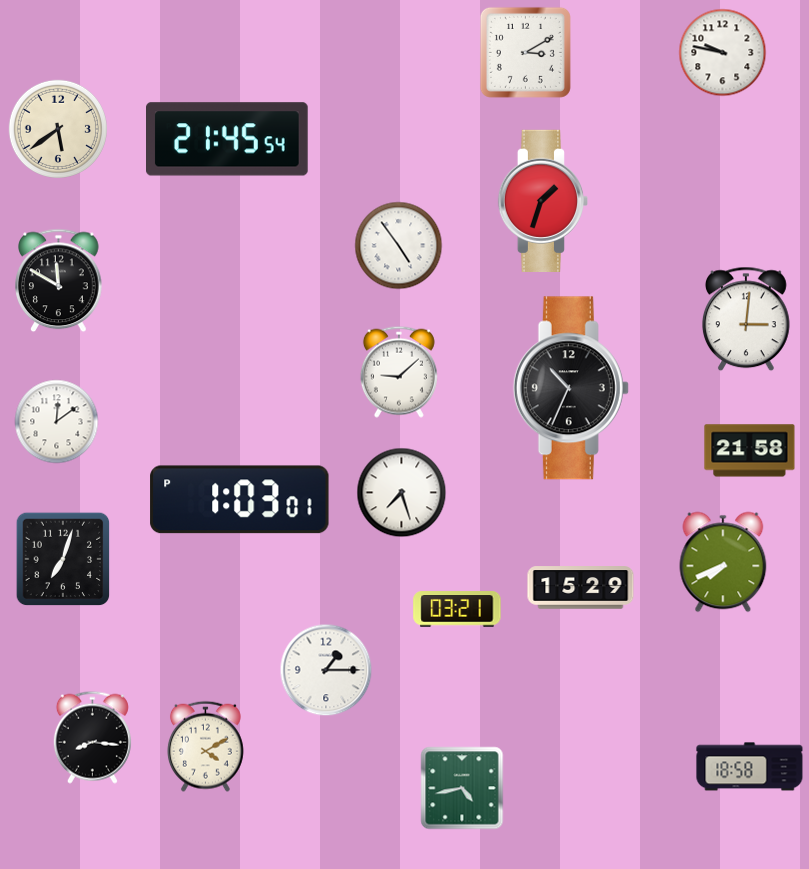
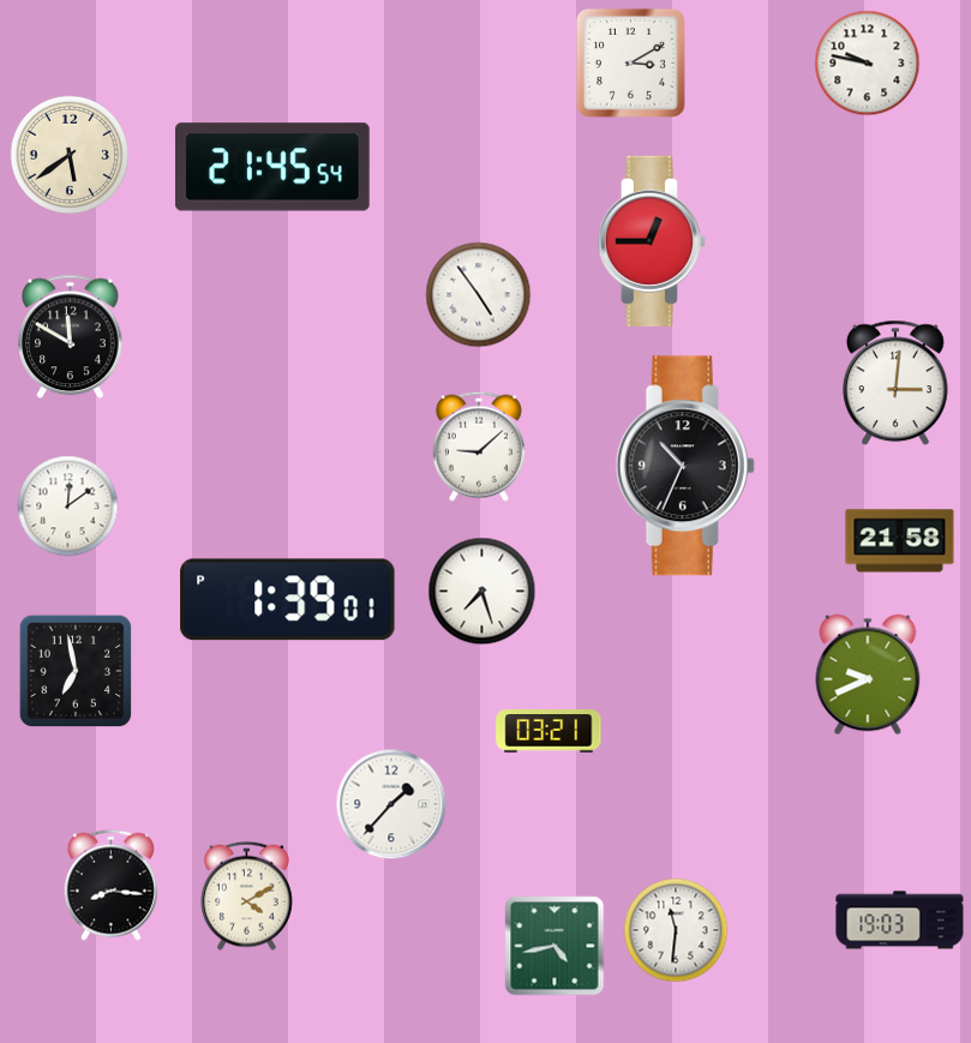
clock at (542, 200): 1:33 -> 12:45
clock at (240, 500): 1:03 -> 1:39
clock at (63, 559): 7:03 -> 6:58
clock at (723, 562): 7:41 -> 9:41
clock at (581, 588): 15:29 -> none
clock at (326, 670): 1:15 -> 1:37
clock at (750, 767): 18:58 -> 19:03
clock at (676, 930): none -> 11:31
